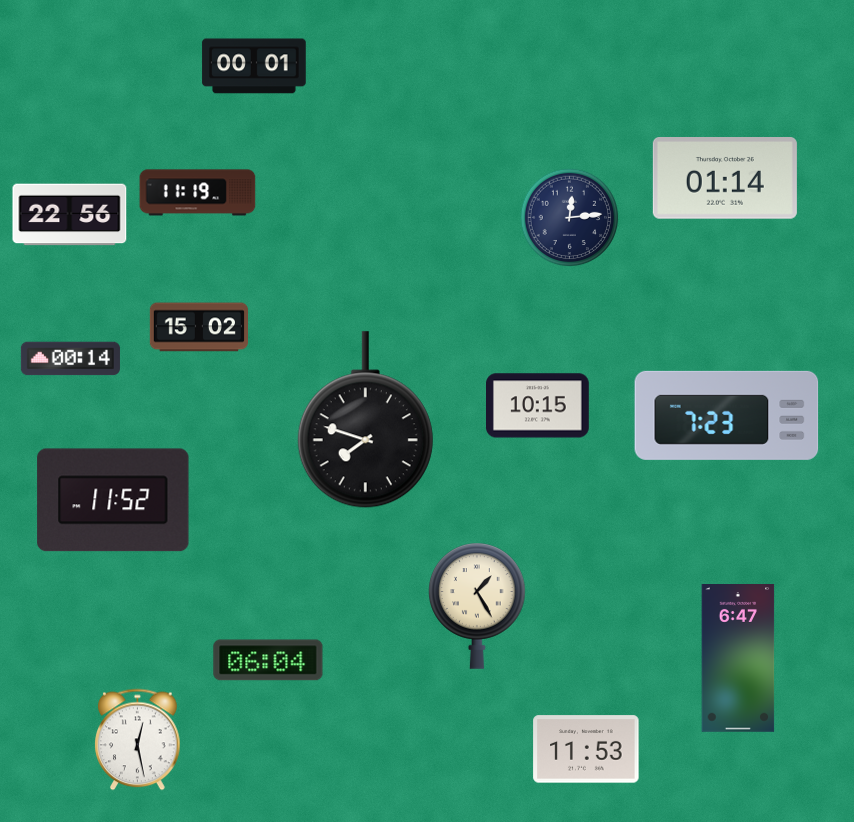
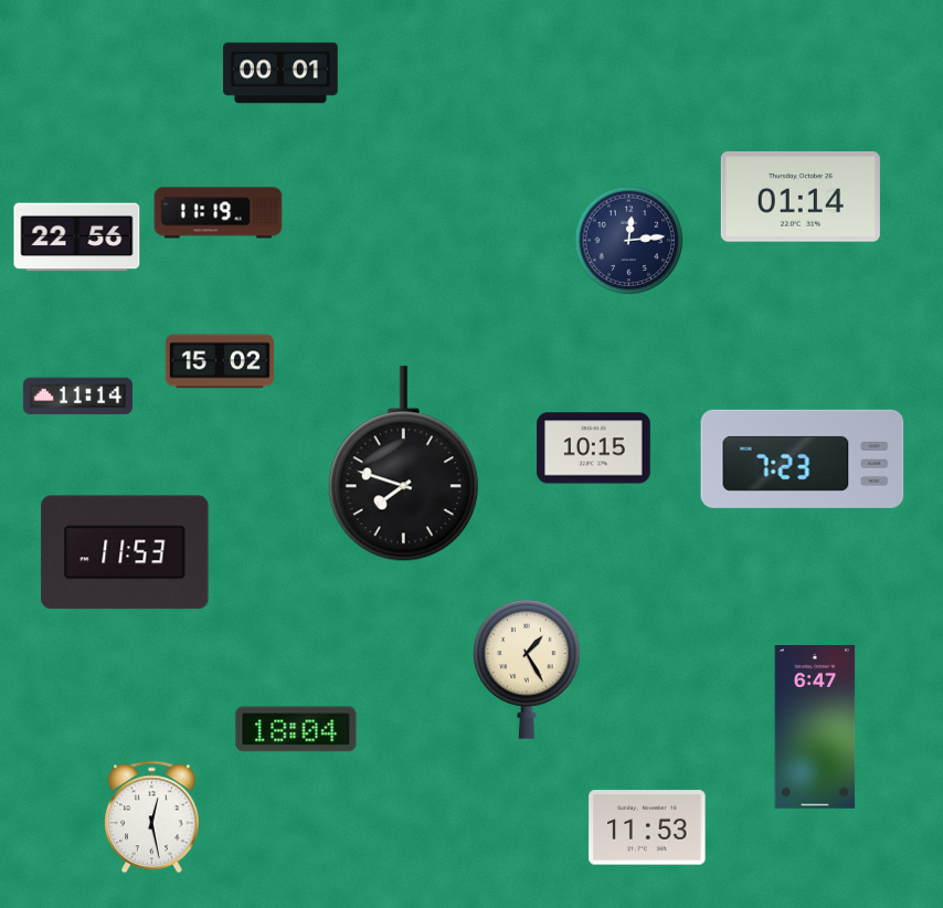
clock at (70, 359): 00:14 -> 11:14
clock at (113, 500): 11:52 -> 11:53
clock at (268, 660): 06:04 -> 18:04
